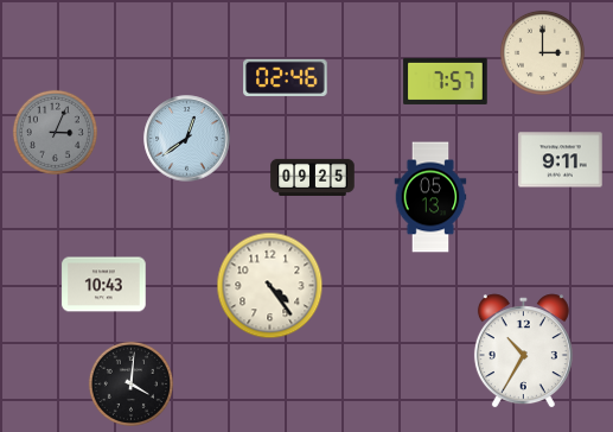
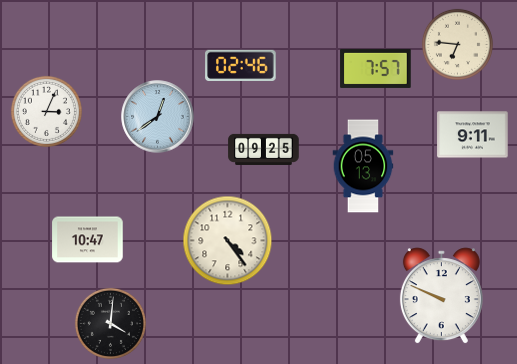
clock at (542, 52): 3:00 -> 6:46
clock at (55, 132) dial: grey -> white
clock at (104, 285): 10:43 -> 10:47
clock at (523, 351): 10:35 -> 9:49
